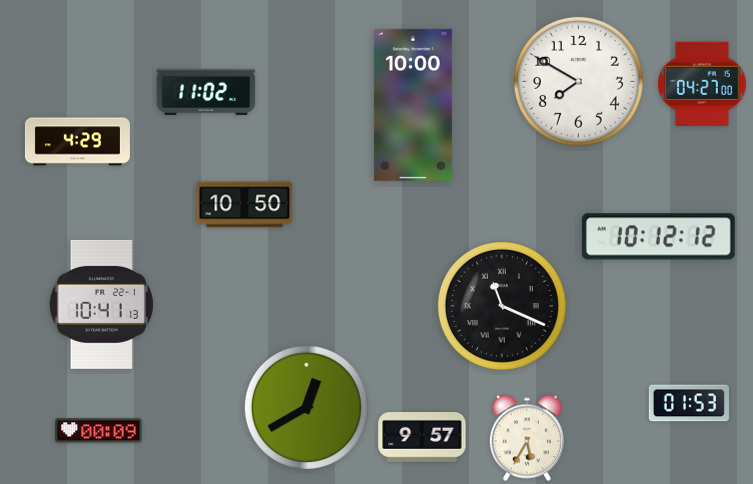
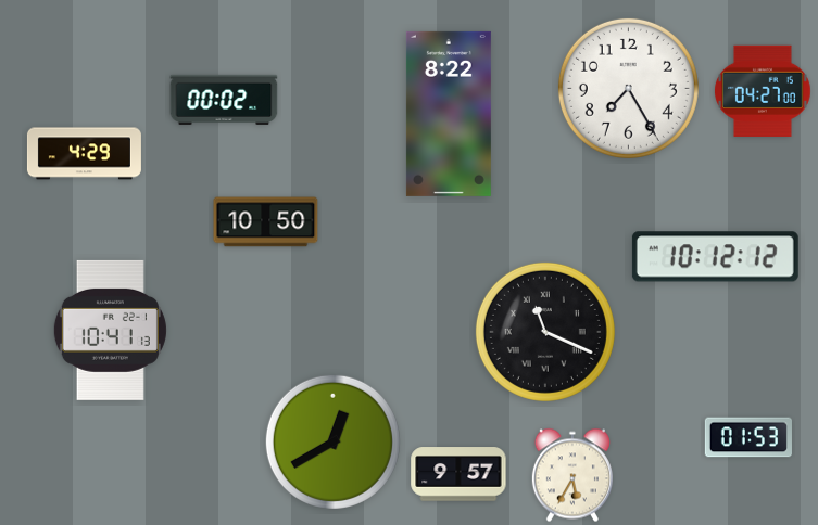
clock at (578, 81): 7:50 -> 7:25
clock at (206, 92): 11:02 -> 00:02
clock at (413, 105): 10:00 -> 8:22
clock at (99, 431): 00:09 -> none
